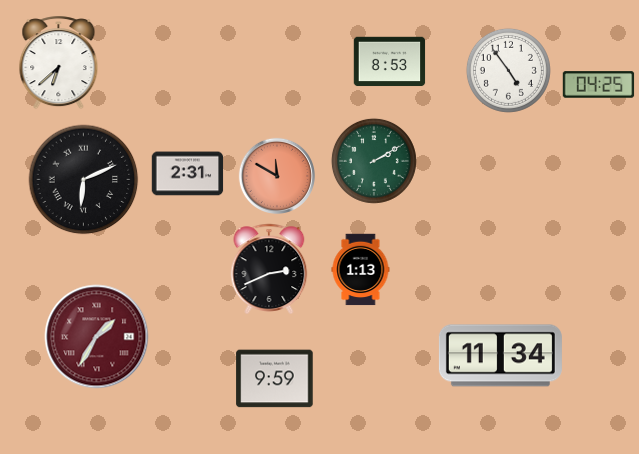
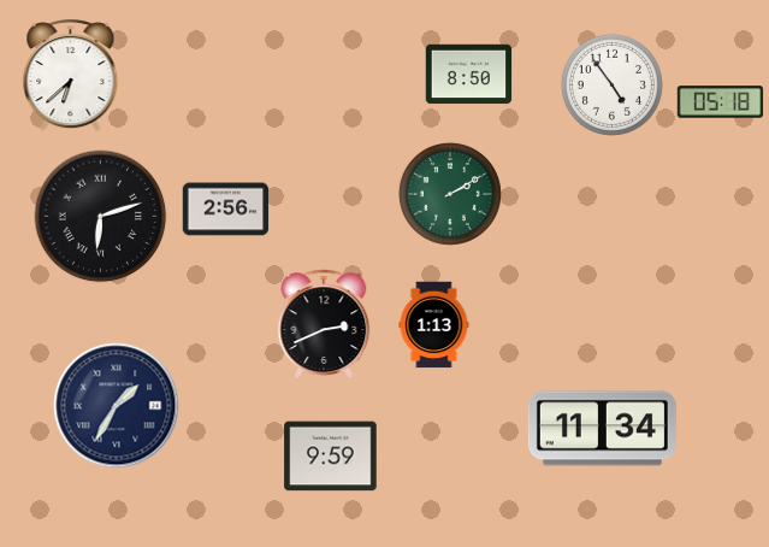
clock at (390, 62): 8:53 -> 8:50
clock at (599, 85): 04:25 -> 05:18
clock at (188, 174): 2:31 -> 2:56
clock at (276, 175): 11:50 -> none
clock at (84, 180): 6:11 -> 6:12
clock at (97, 337) dial: burgundy -> navy
